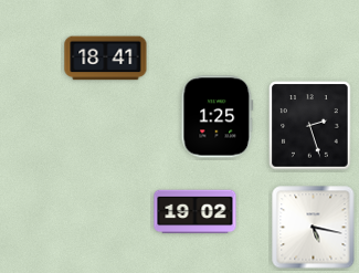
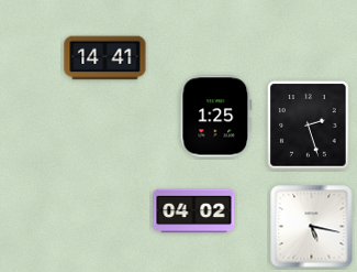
clock at (106, 59): 18:41 -> 14:41
clock at (196, 212): 19:02 -> 04:02
